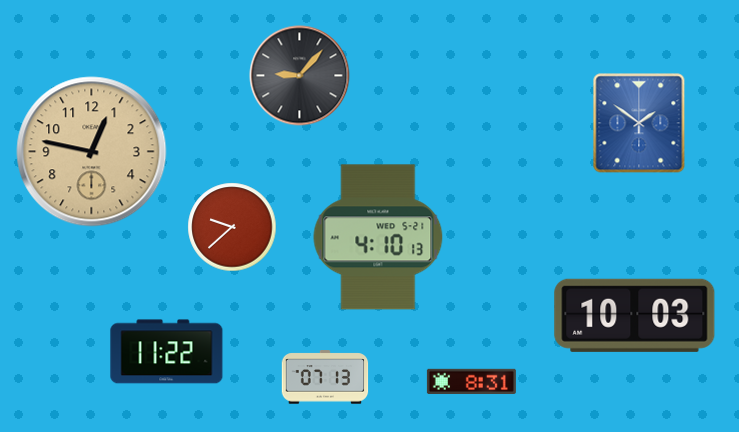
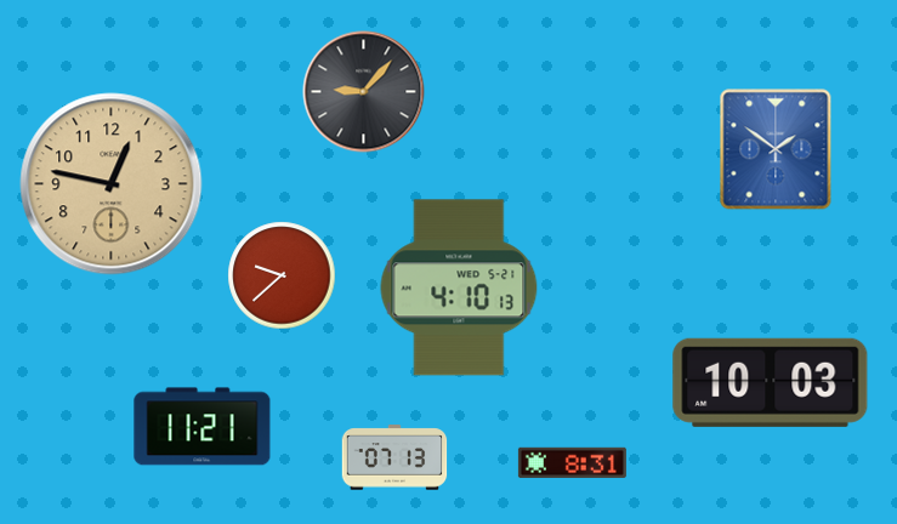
clock at (167, 352): 11:22 -> 11:21
